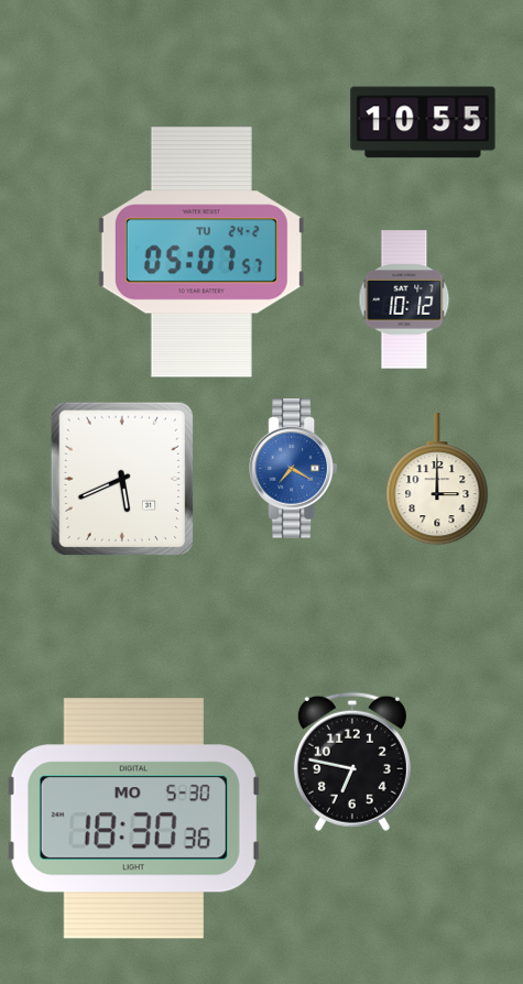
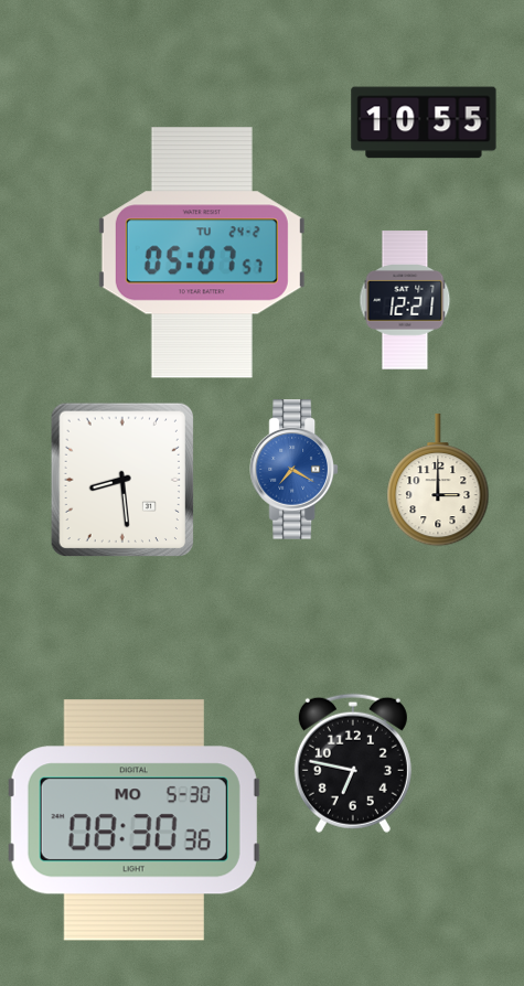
clock at (404, 299): 10:12 -> 12:21
clock at (121, 479): 5:41 -> 8:29
clock at (133, 819): 18:30 -> 08:30
